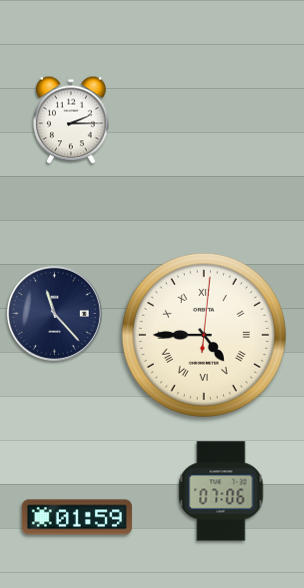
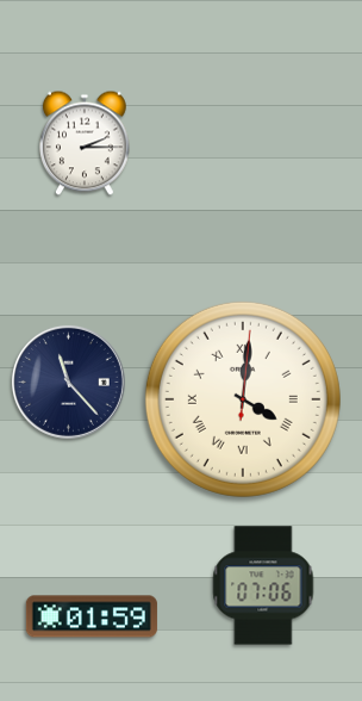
clock at (54, 313) position: (54, 313) -> (68, 381)
clock at (204, 335): 4:45 -> 4:01
